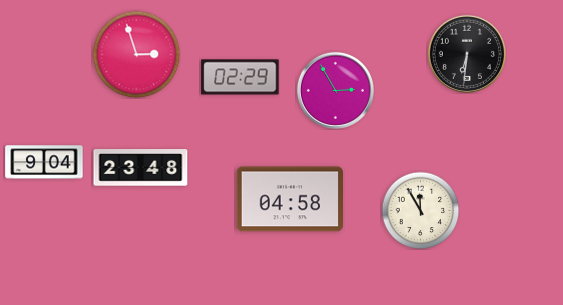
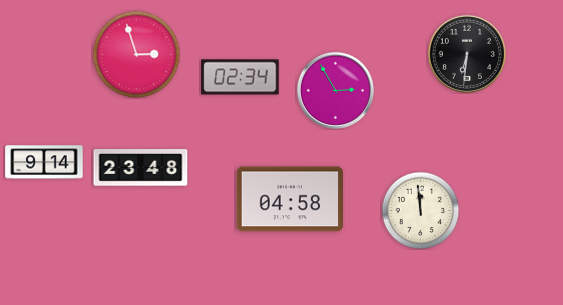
clock at (240, 77): 02:29 -> 02:34
clock at (44, 162): 9:04 -> 9:14
clock at (420, 210): 11:55 -> 11:59
